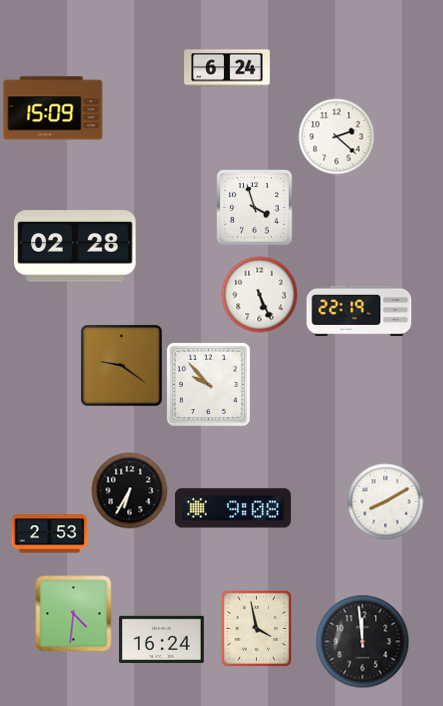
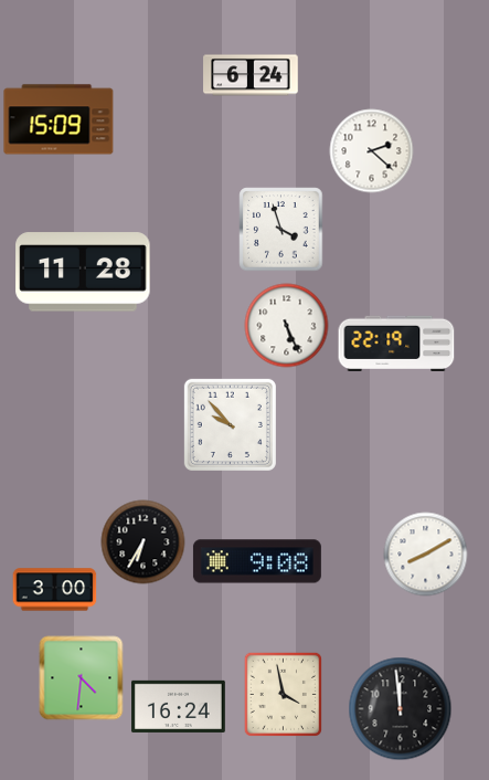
clock at (75, 246): 02:28 -> 11:28
clock at (122, 366): 9:21 -> none
clock at (50, 534): 2:53 -> 3:00
